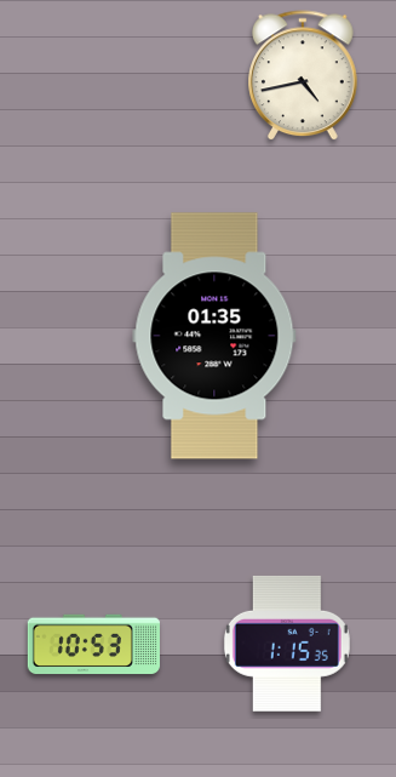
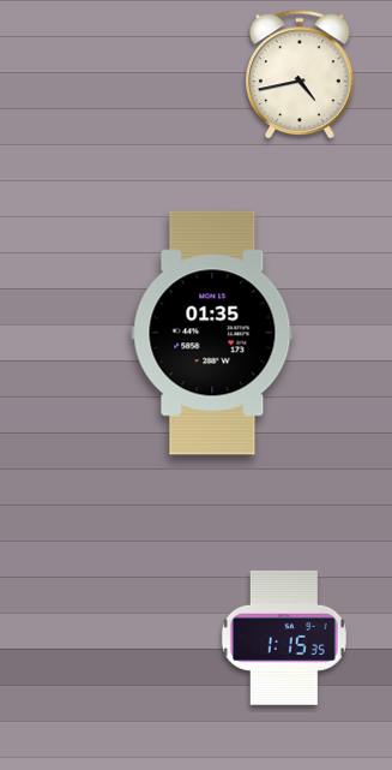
clock at (93, 645): 10:53 -> none
